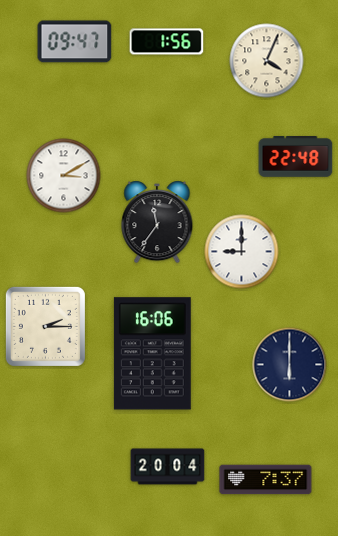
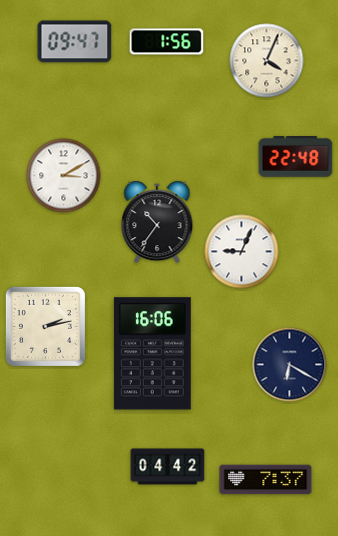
clock at (157, 222): 11:36 -> 10:36
clock at (242, 252): 9:00 -> 9:04
clock at (45, 326): 2:15 -> 2:13
clock at (290, 365): 6:00 -> 6:20
clock at (168, 467): 20:04 -> 04:42
